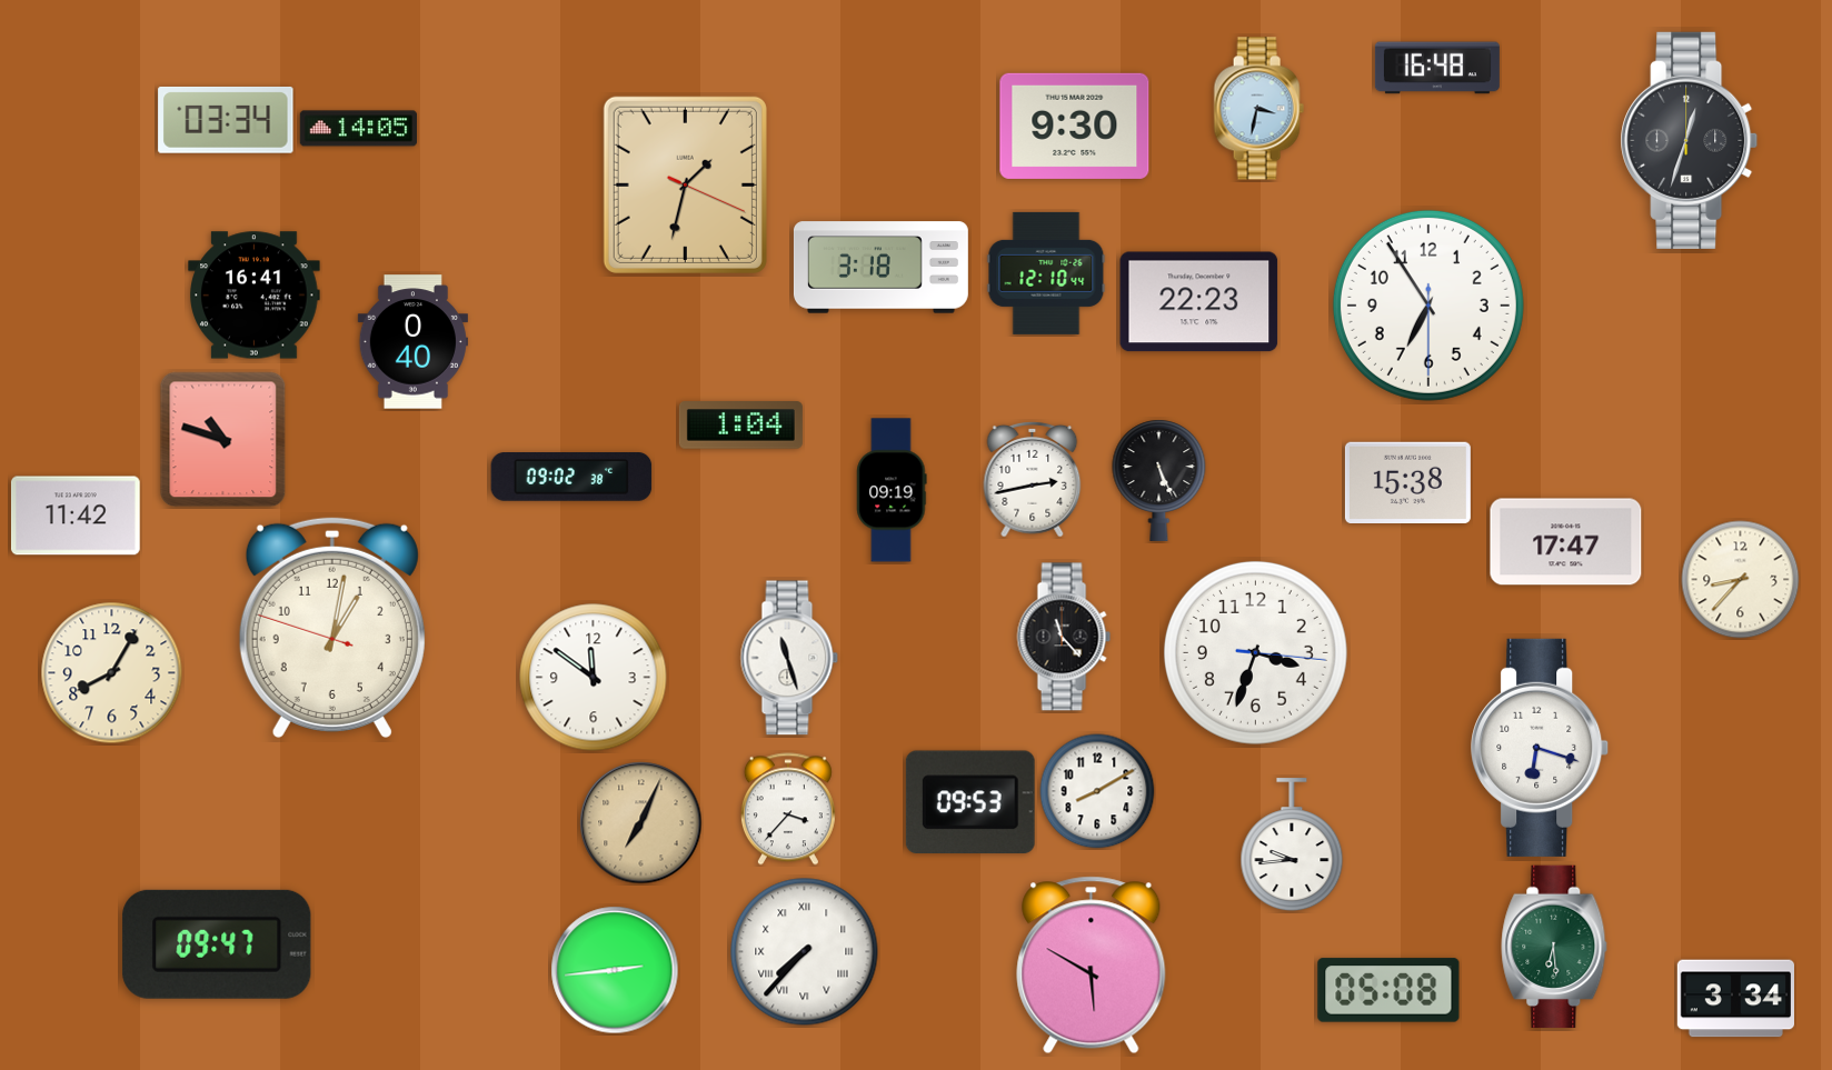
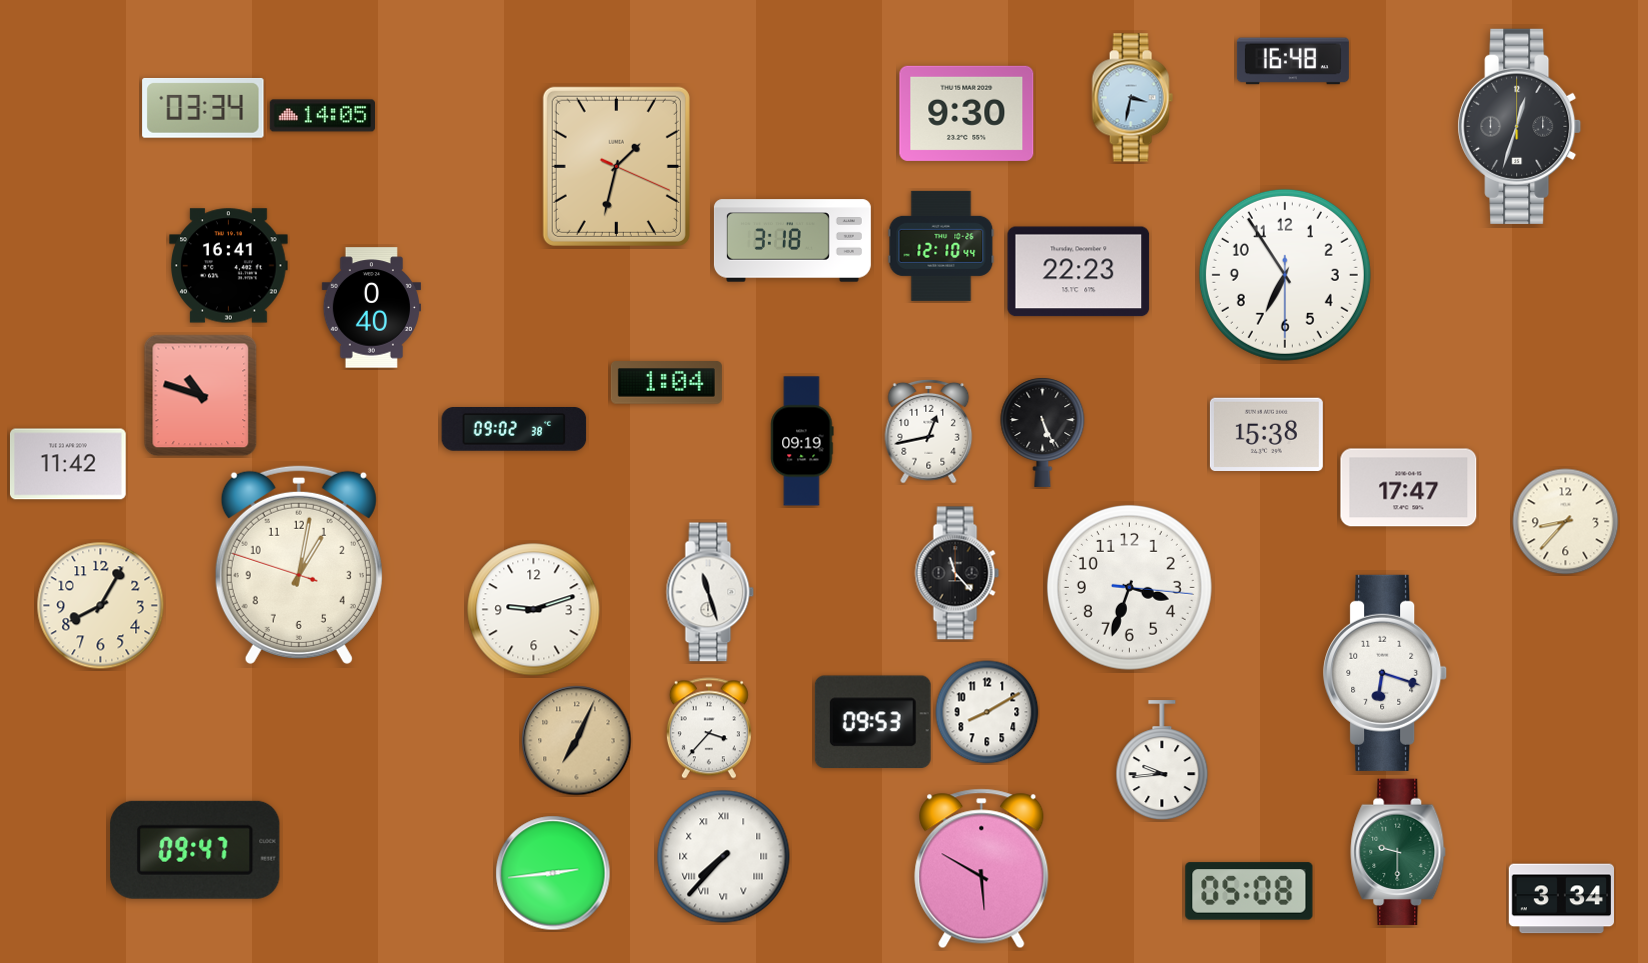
clock at (1033, 479): 2:43 -> 12:43
clock at (594, 678): 11:51 -> 9:12
clock at (1554, 947): 6:29 -> 9:30
